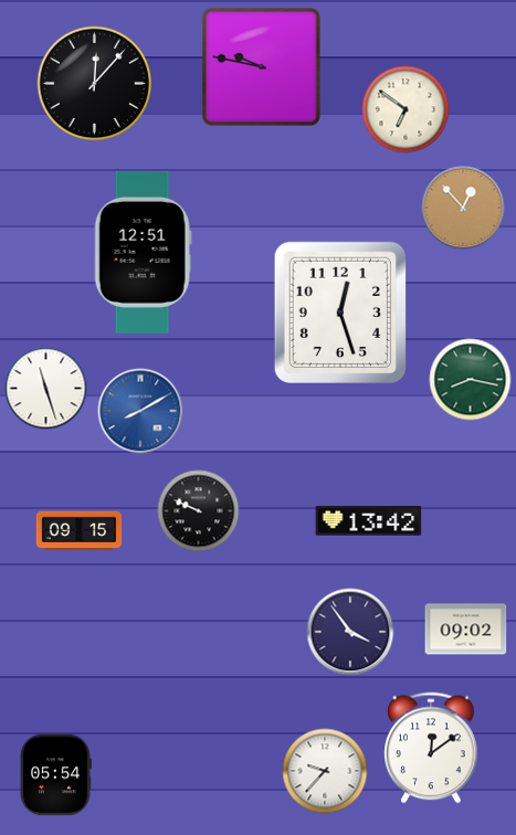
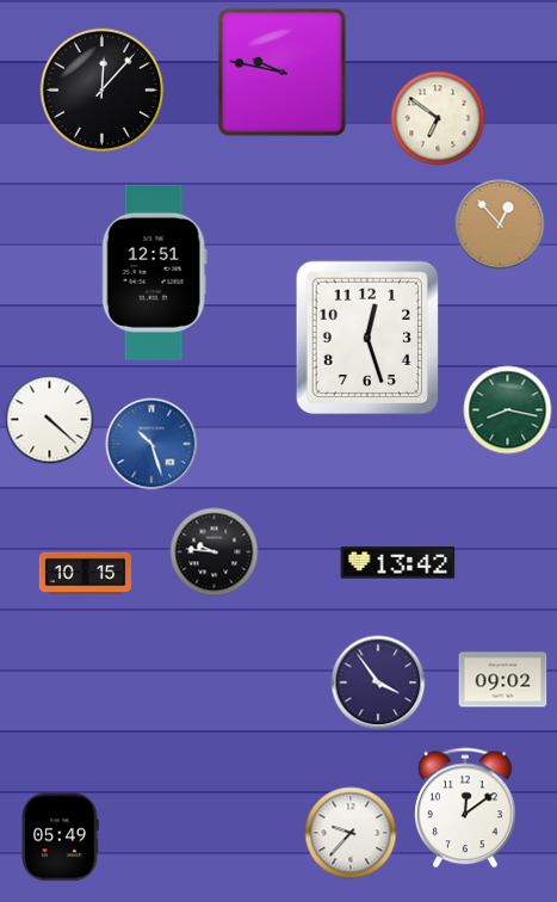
clock at (46, 389): 11:27 -> 4:22
clock at (140, 411): 8:10 -> 10:27
clock at (199, 511): 9:49 -> 9:46
clock at (80, 531): 09:15 -> 10:15
clock at (56, 775): 05:54 -> 05:49
